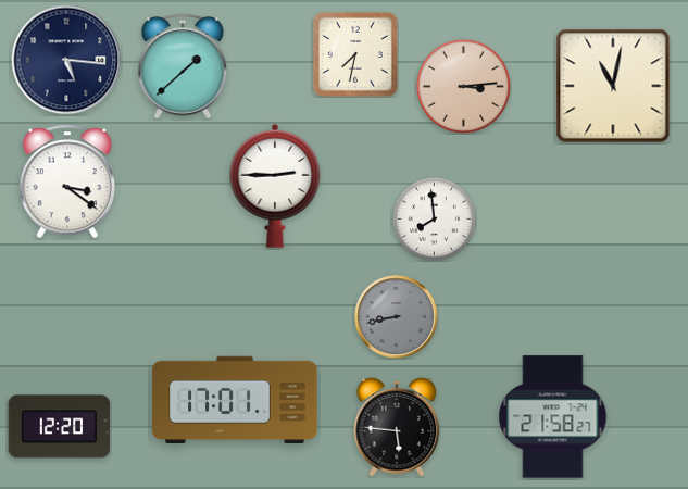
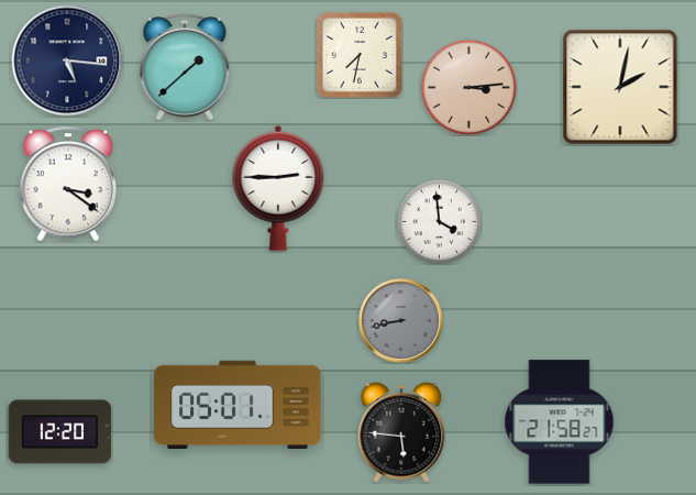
clock at (613, 86): 11:02 -> 2:02
clock at (434, 218): 7:59 -> 3:59
clock at (235, 399): 17:01 -> 05:01
